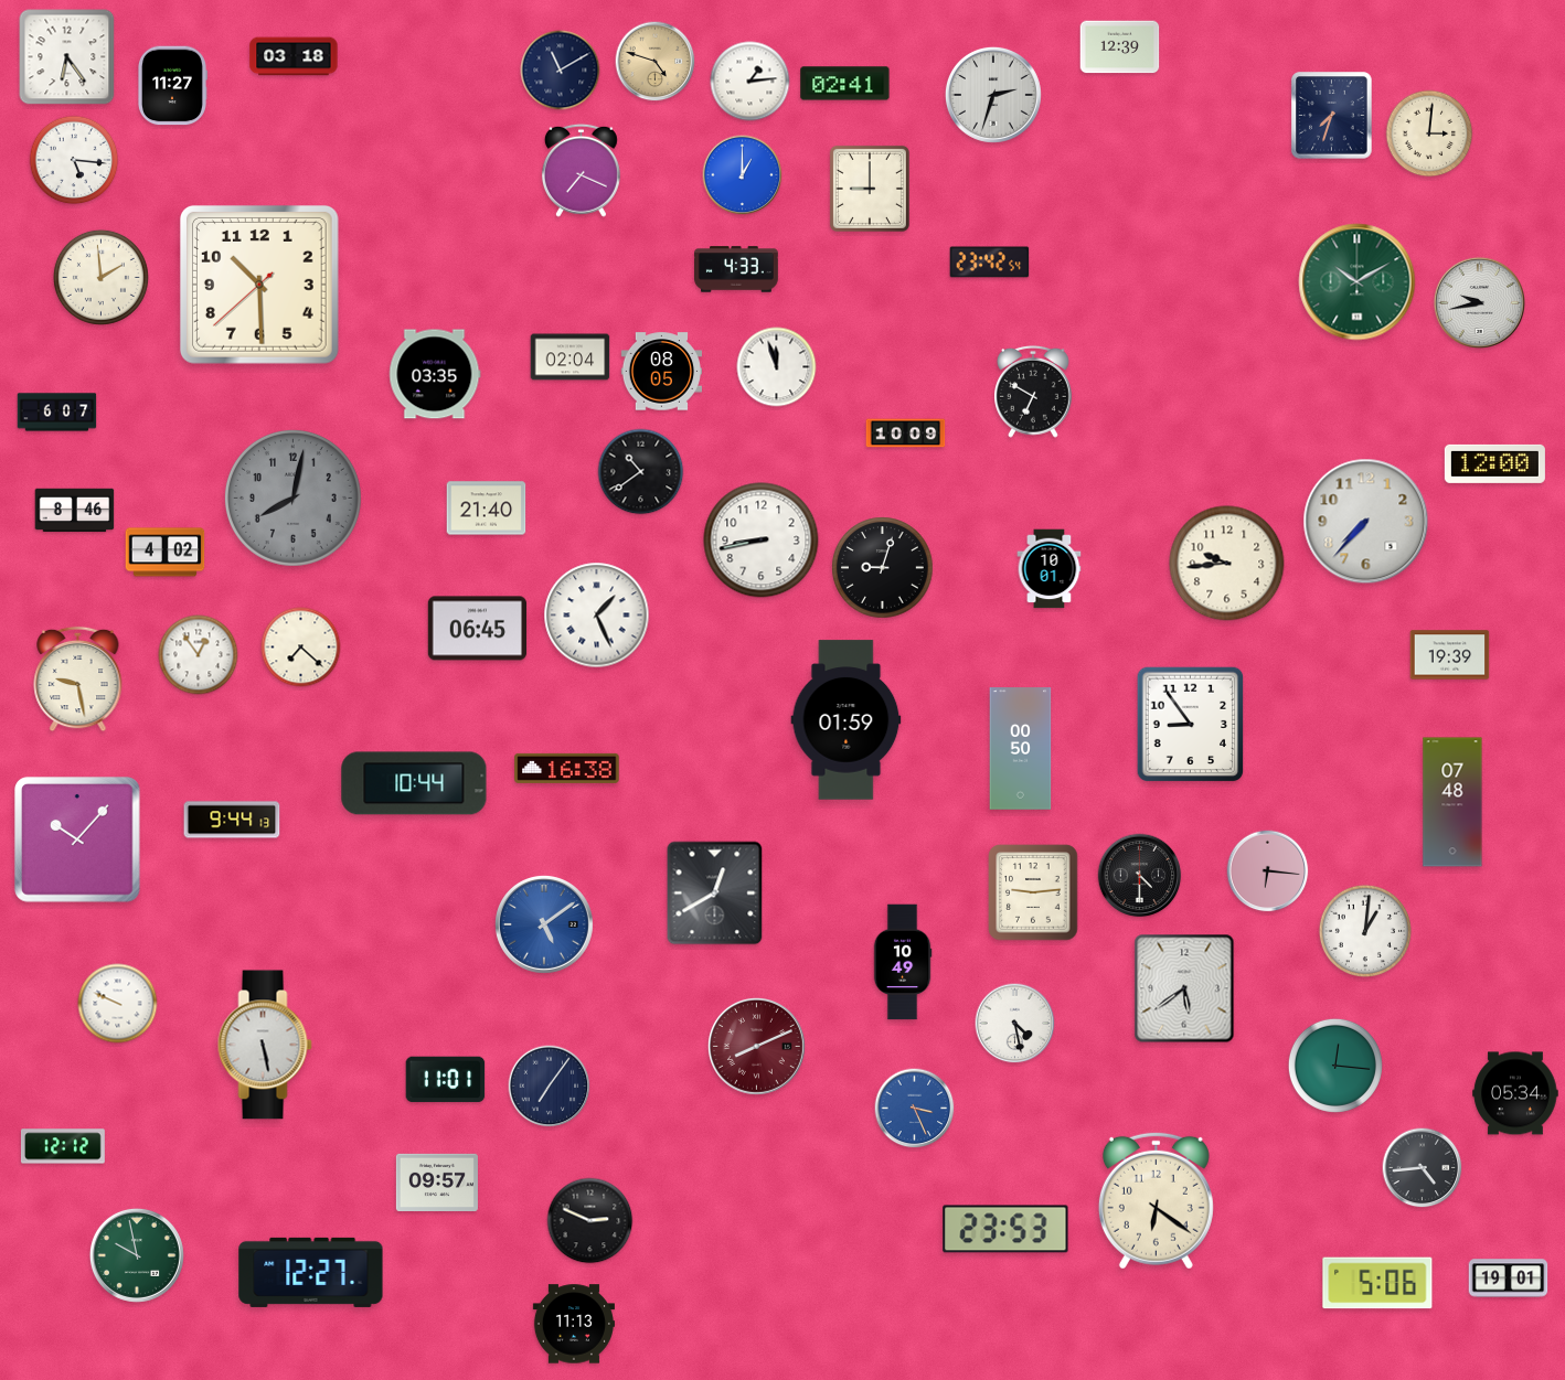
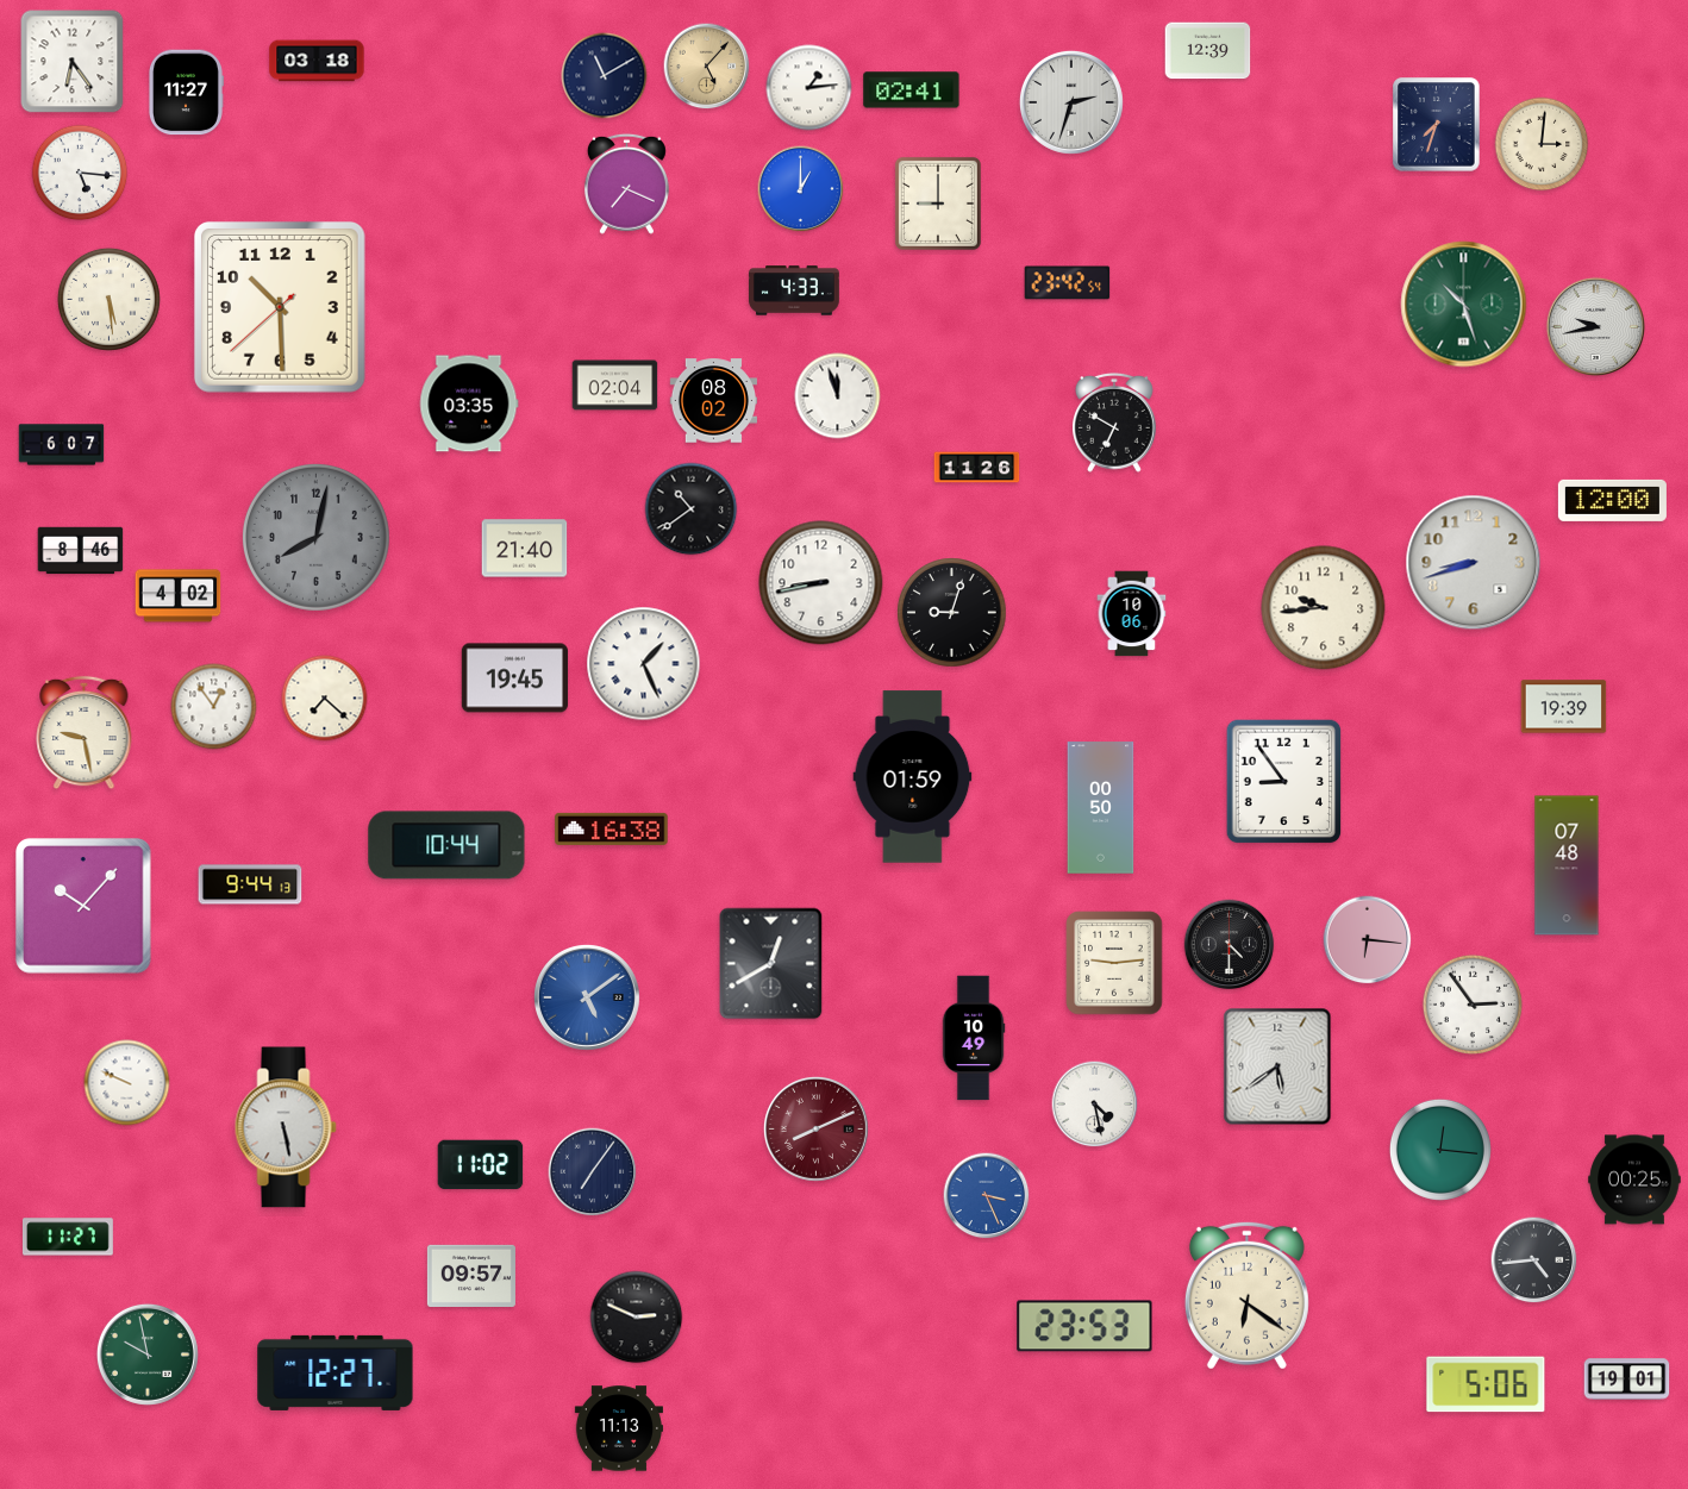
clock at (656, 62): 4:48 -> 5:07
clock at (100, 277): 1:59 -> 5:29
clock at (1358, 282): 10:10 -> 10:27
clock at (661, 372): 08:05 -> 08:02
clock at (906, 434): 10:09 -> 11:26
clock at (1366, 522): 7:37 -> 8:42
clock at (1050, 569): 10:01 -> 10:06
clock at (478, 629): 06:45 -> 19:45
clock at (1364, 930): 1:01 -> 2:54
clock at (446, 1080): 11:01 -> 11:02
clock at (1515, 1093): 05:34 -> 00:25
clock at (63, 1146): 12:12 -> 11:27
